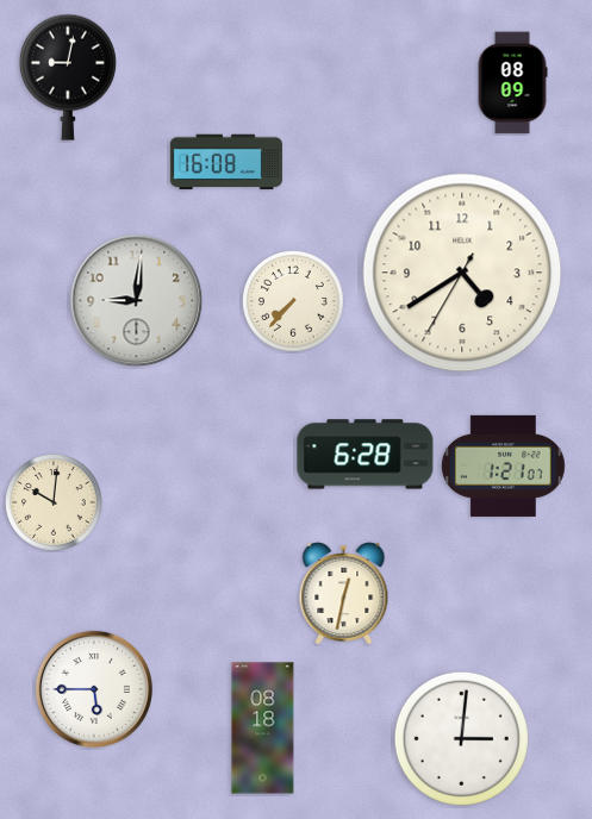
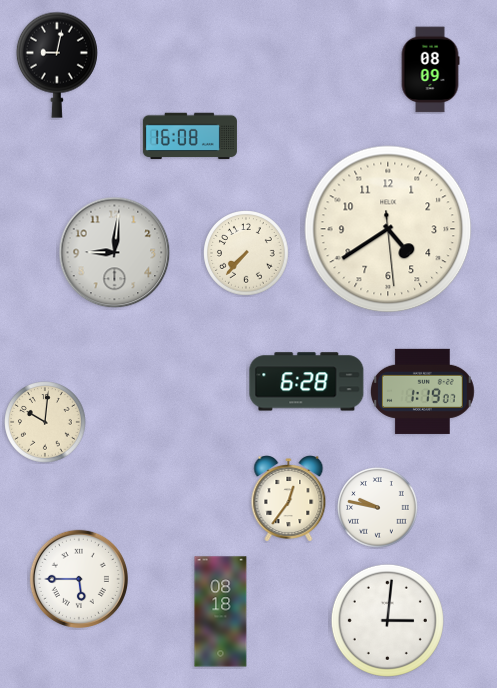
clock at (462, 273): 4:39:35 -> 4:39:29
clock at (503, 465): 1:21 -> 1:19
clock at (344, 594): 12:32 -> 12:36
clock at (378, 508): none -> 9:47
